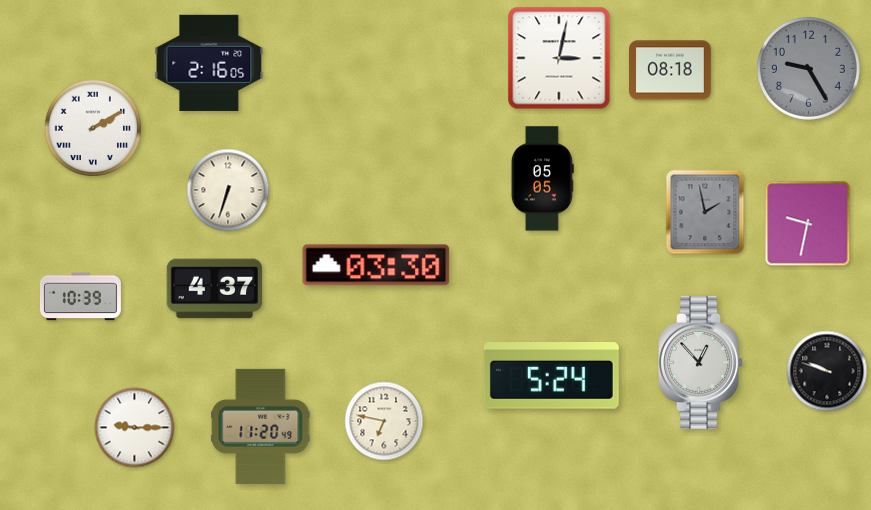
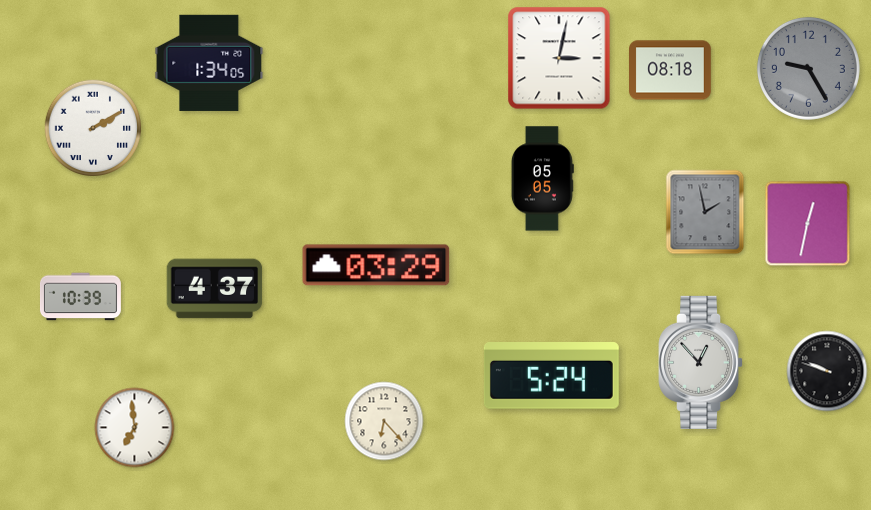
clock at (209, 63): 2:16 -> 1:34
clock at (228, 190): 6:33 -> none
clock at (808, 224): 9:32 -> 12:32
clock at (376, 265): 03:30 -> 03:29
clock at (384, 421): 6:47 -> 6:23
clock at (261, 426): 11:20 -> none
clock at (135, 428): 9:15 -> 6:59
